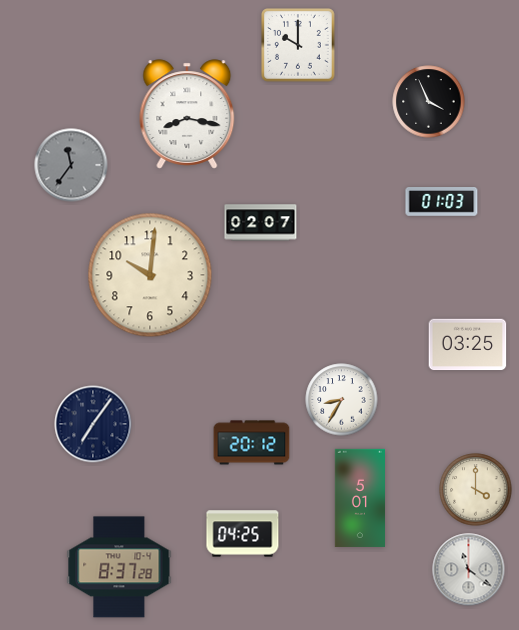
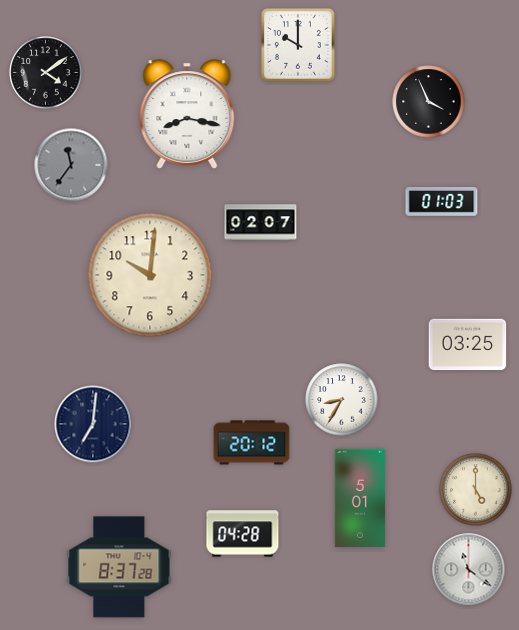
clock at (46, 73): none -> 4:09
clock at (93, 424): 7:06 -> 7:01
clock at (476, 490): 4:00 -> 5:00
clock at (243, 534): 04:25 -> 04:28
